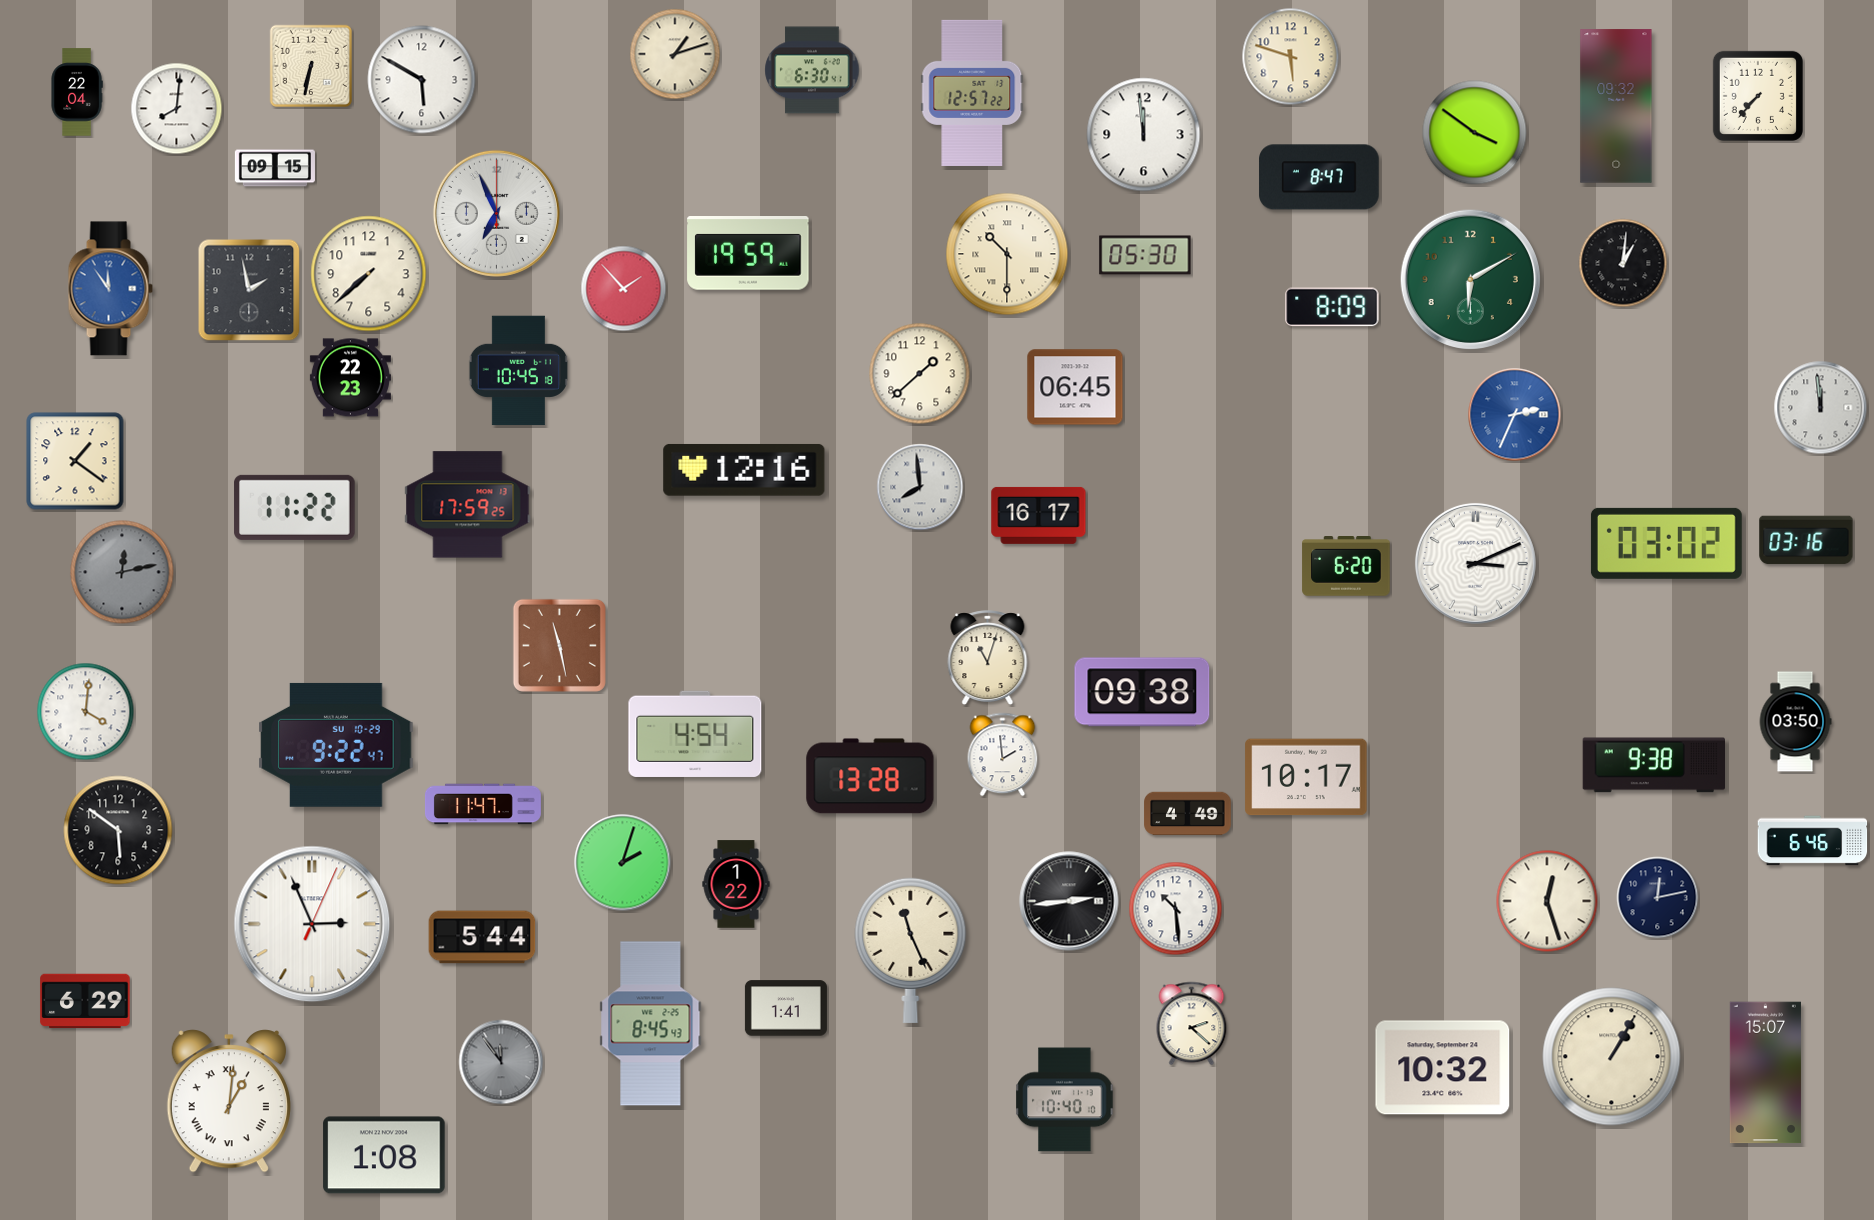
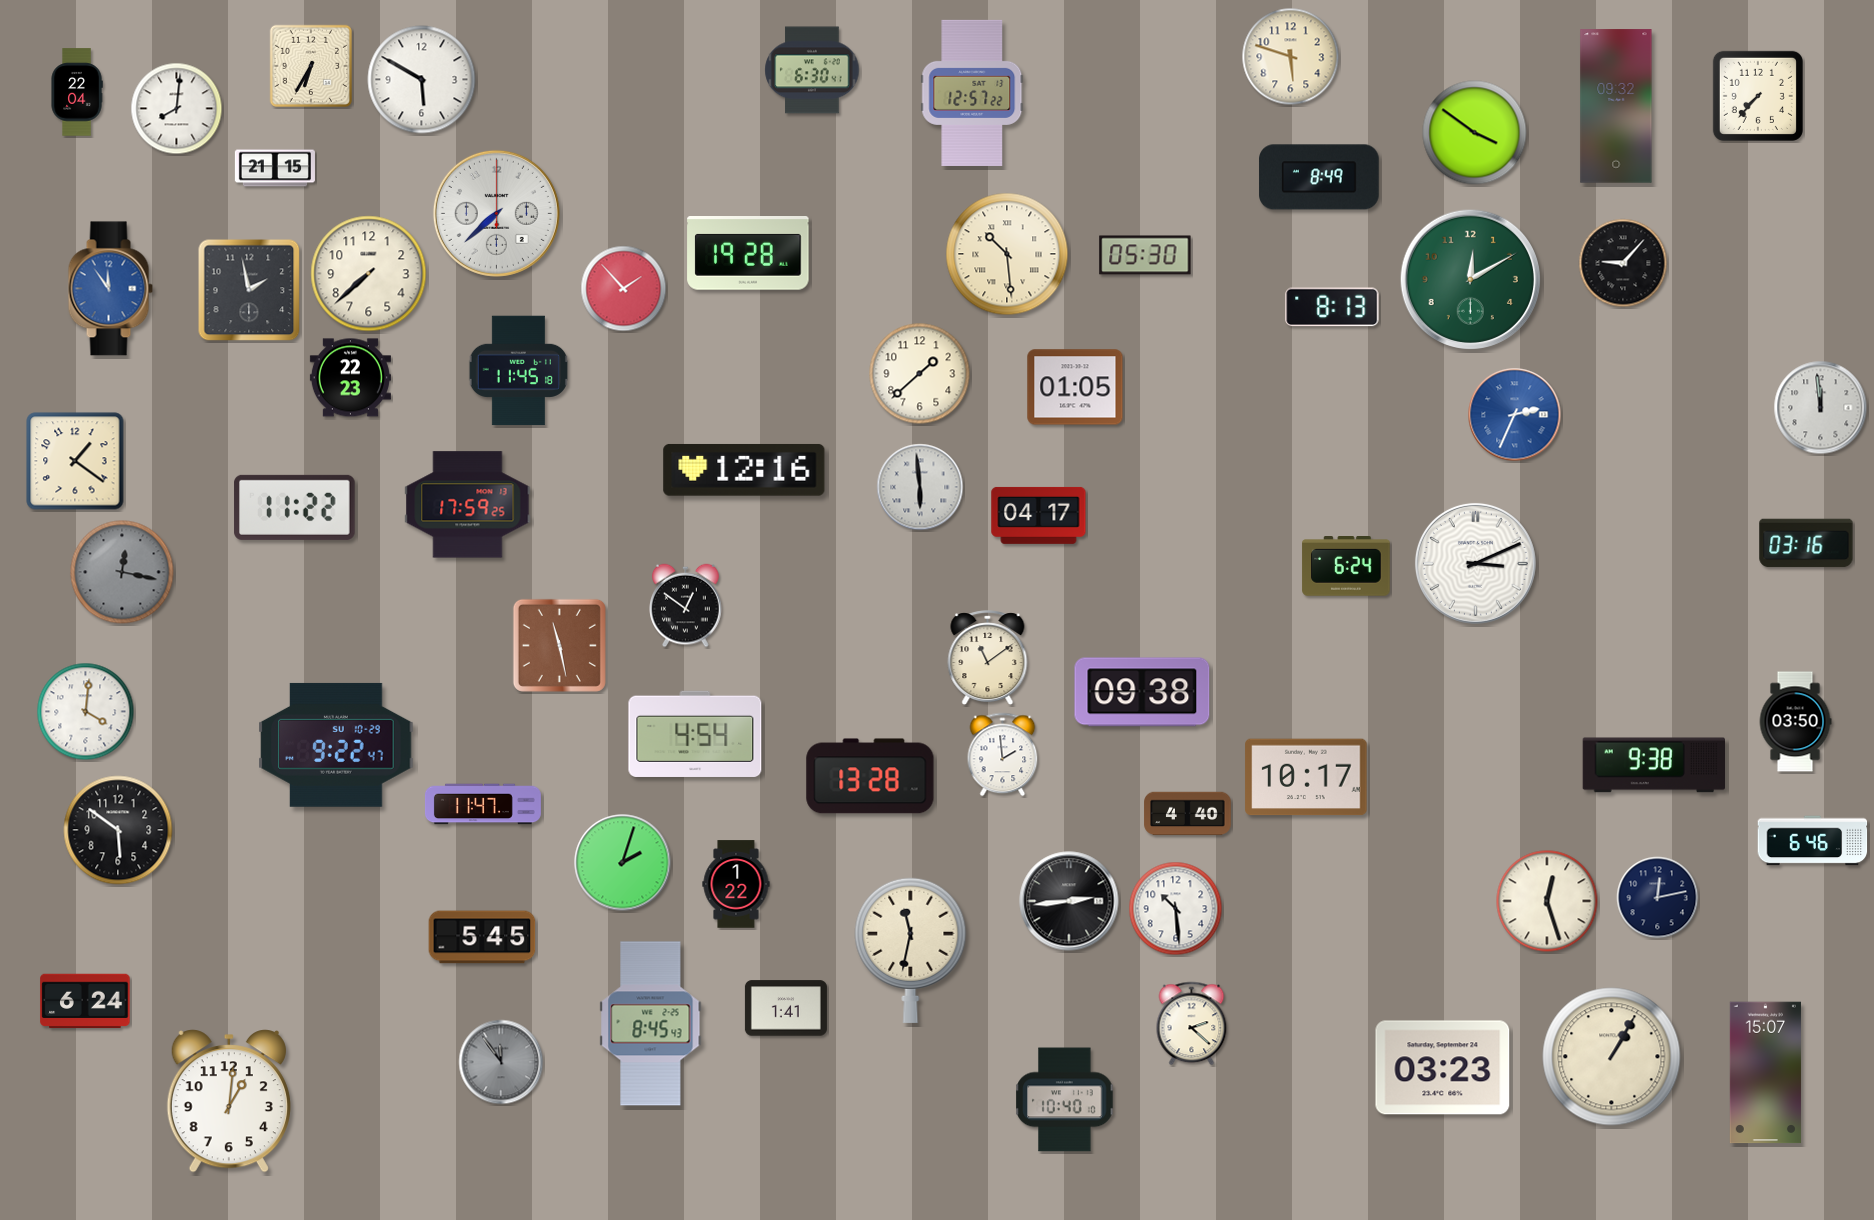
clock at (675, 54): 1:12 -> none
clock at (311, 66): 6:32 -> 6:35
clock at (1144, 135): 11:59 -> none
clock at (275, 168): 09:15 -> 21:15
clock at (1319, 177): 8:47 -> 8:49
clock at (496, 213): 6:56 -> 7:38
clock at (748, 254): 19:59 -> 19:28
clock at (1007, 254): 10:30 -> 10:29
clock at (1623, 263): 1:01 -> 9:07
clock at (1470, 279): 6:10 -> 12:10
clock at (1332, 307): 8:09 -> 8:13
clock at (518, 371): 10:45 -> 11:45
clock at (1075, 387): 06:45 -> 01:05
clock at (920, 487): 7:59 -> 5:59
clock at (1039, 515): 16:17 -> 04:17
clock at (1806, 540) position: (1806, 540) -> (1806, 543)
clock at (1666, 543): 03:02 -> none
clock at (1346, 567): 6:20 -> 6:24
clock at (122, 572): 12:13 -> 12:17
clock at (686, 606): none -> 12:51
clock at (988, 658): 11:03 -> 11:09
clock at (1188, 814): 4:49 -> 4:40
clock at (312, 924): 2:56 -> none
clock at (482, 937): 5:44 -> 5:45
clock at (911, 950): 11:26 -> 11:32
clock at (85, 1001): 6:29 -> 6:24
clock at (1443, 1068): 10:32 -> 03:23
clock at (229, 1101) numerals: Roman -> Arabic
clock at (384, 1155): 1:08 -> none
